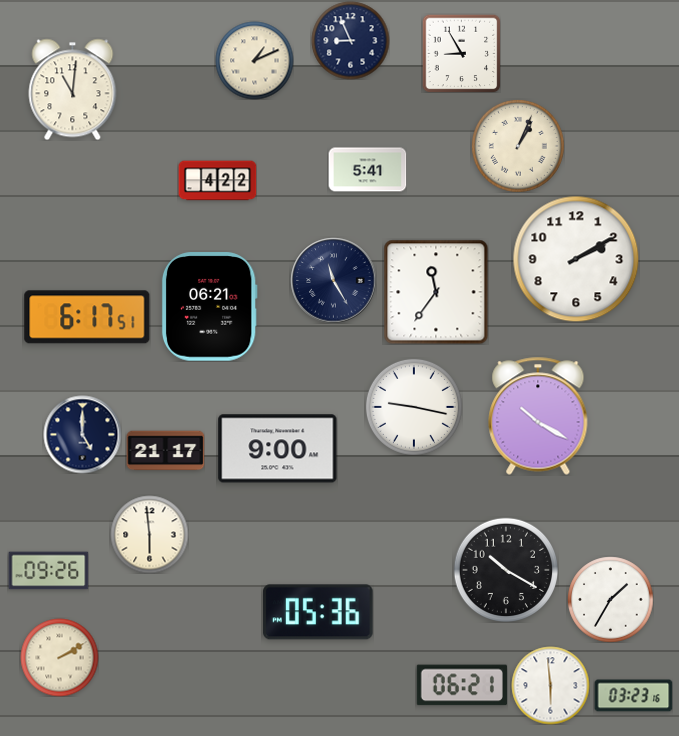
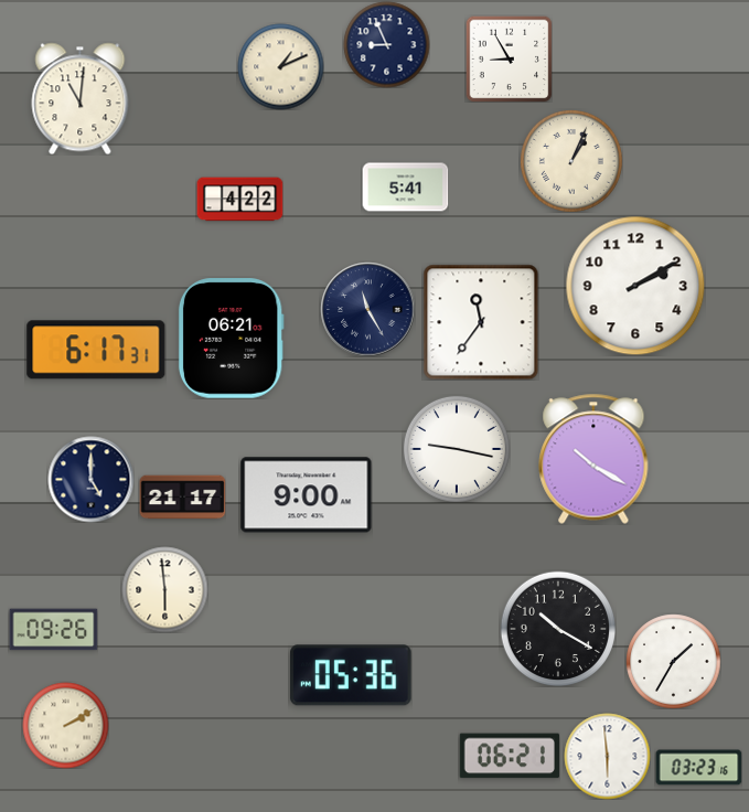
clock at (87, 317): 6:17:51 -> 6:17:31
